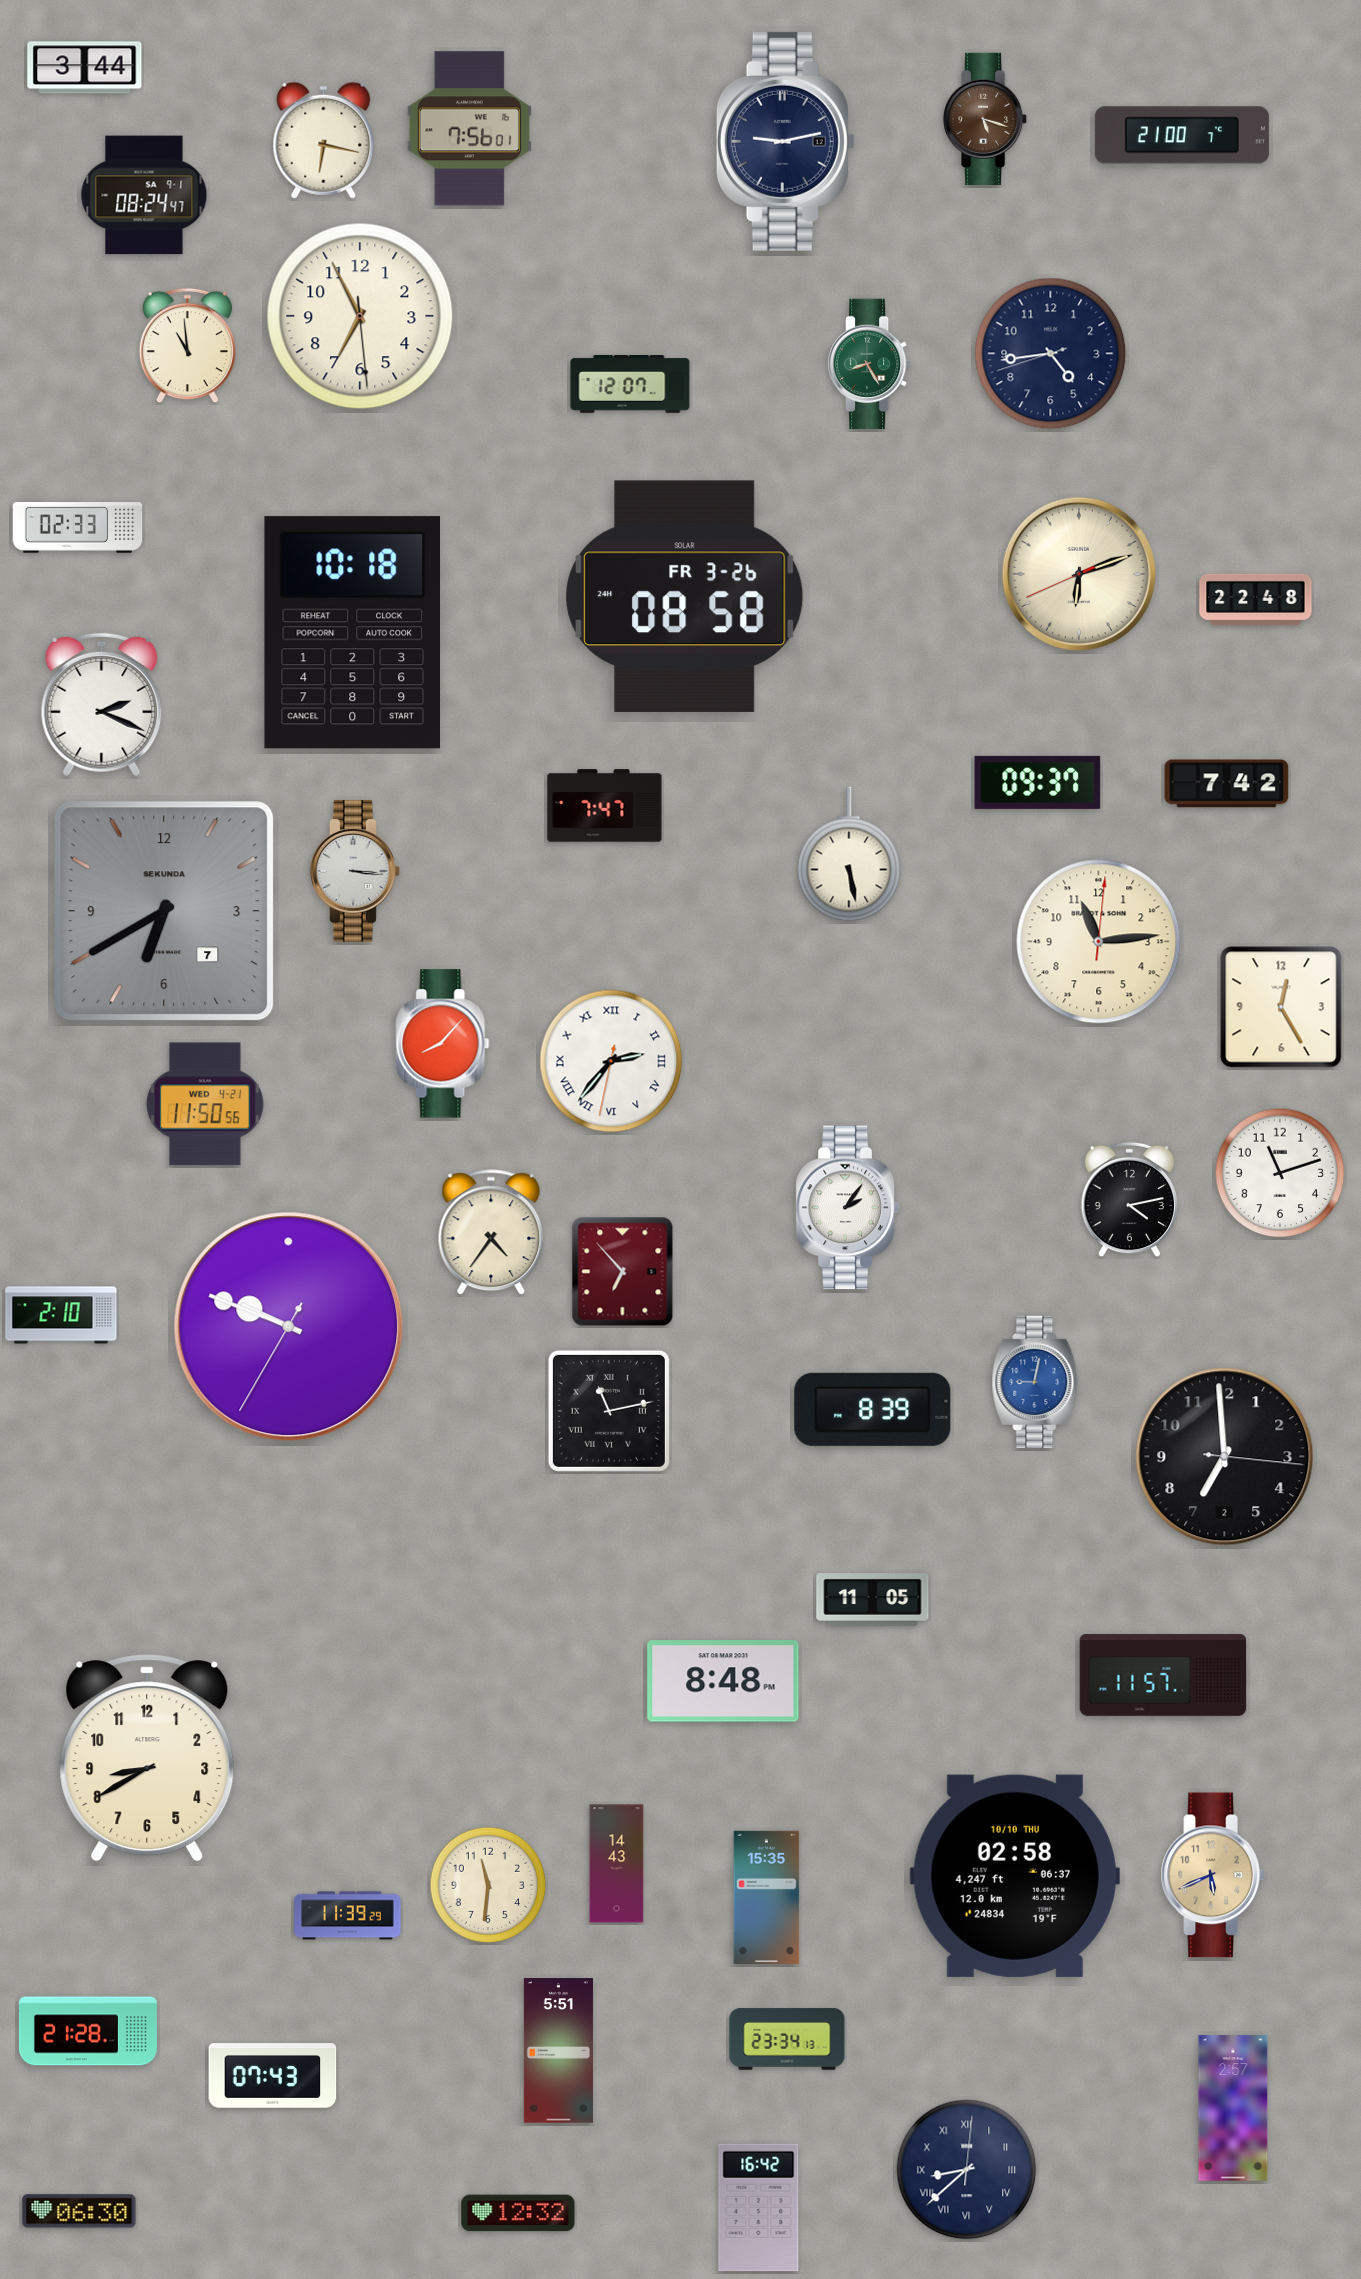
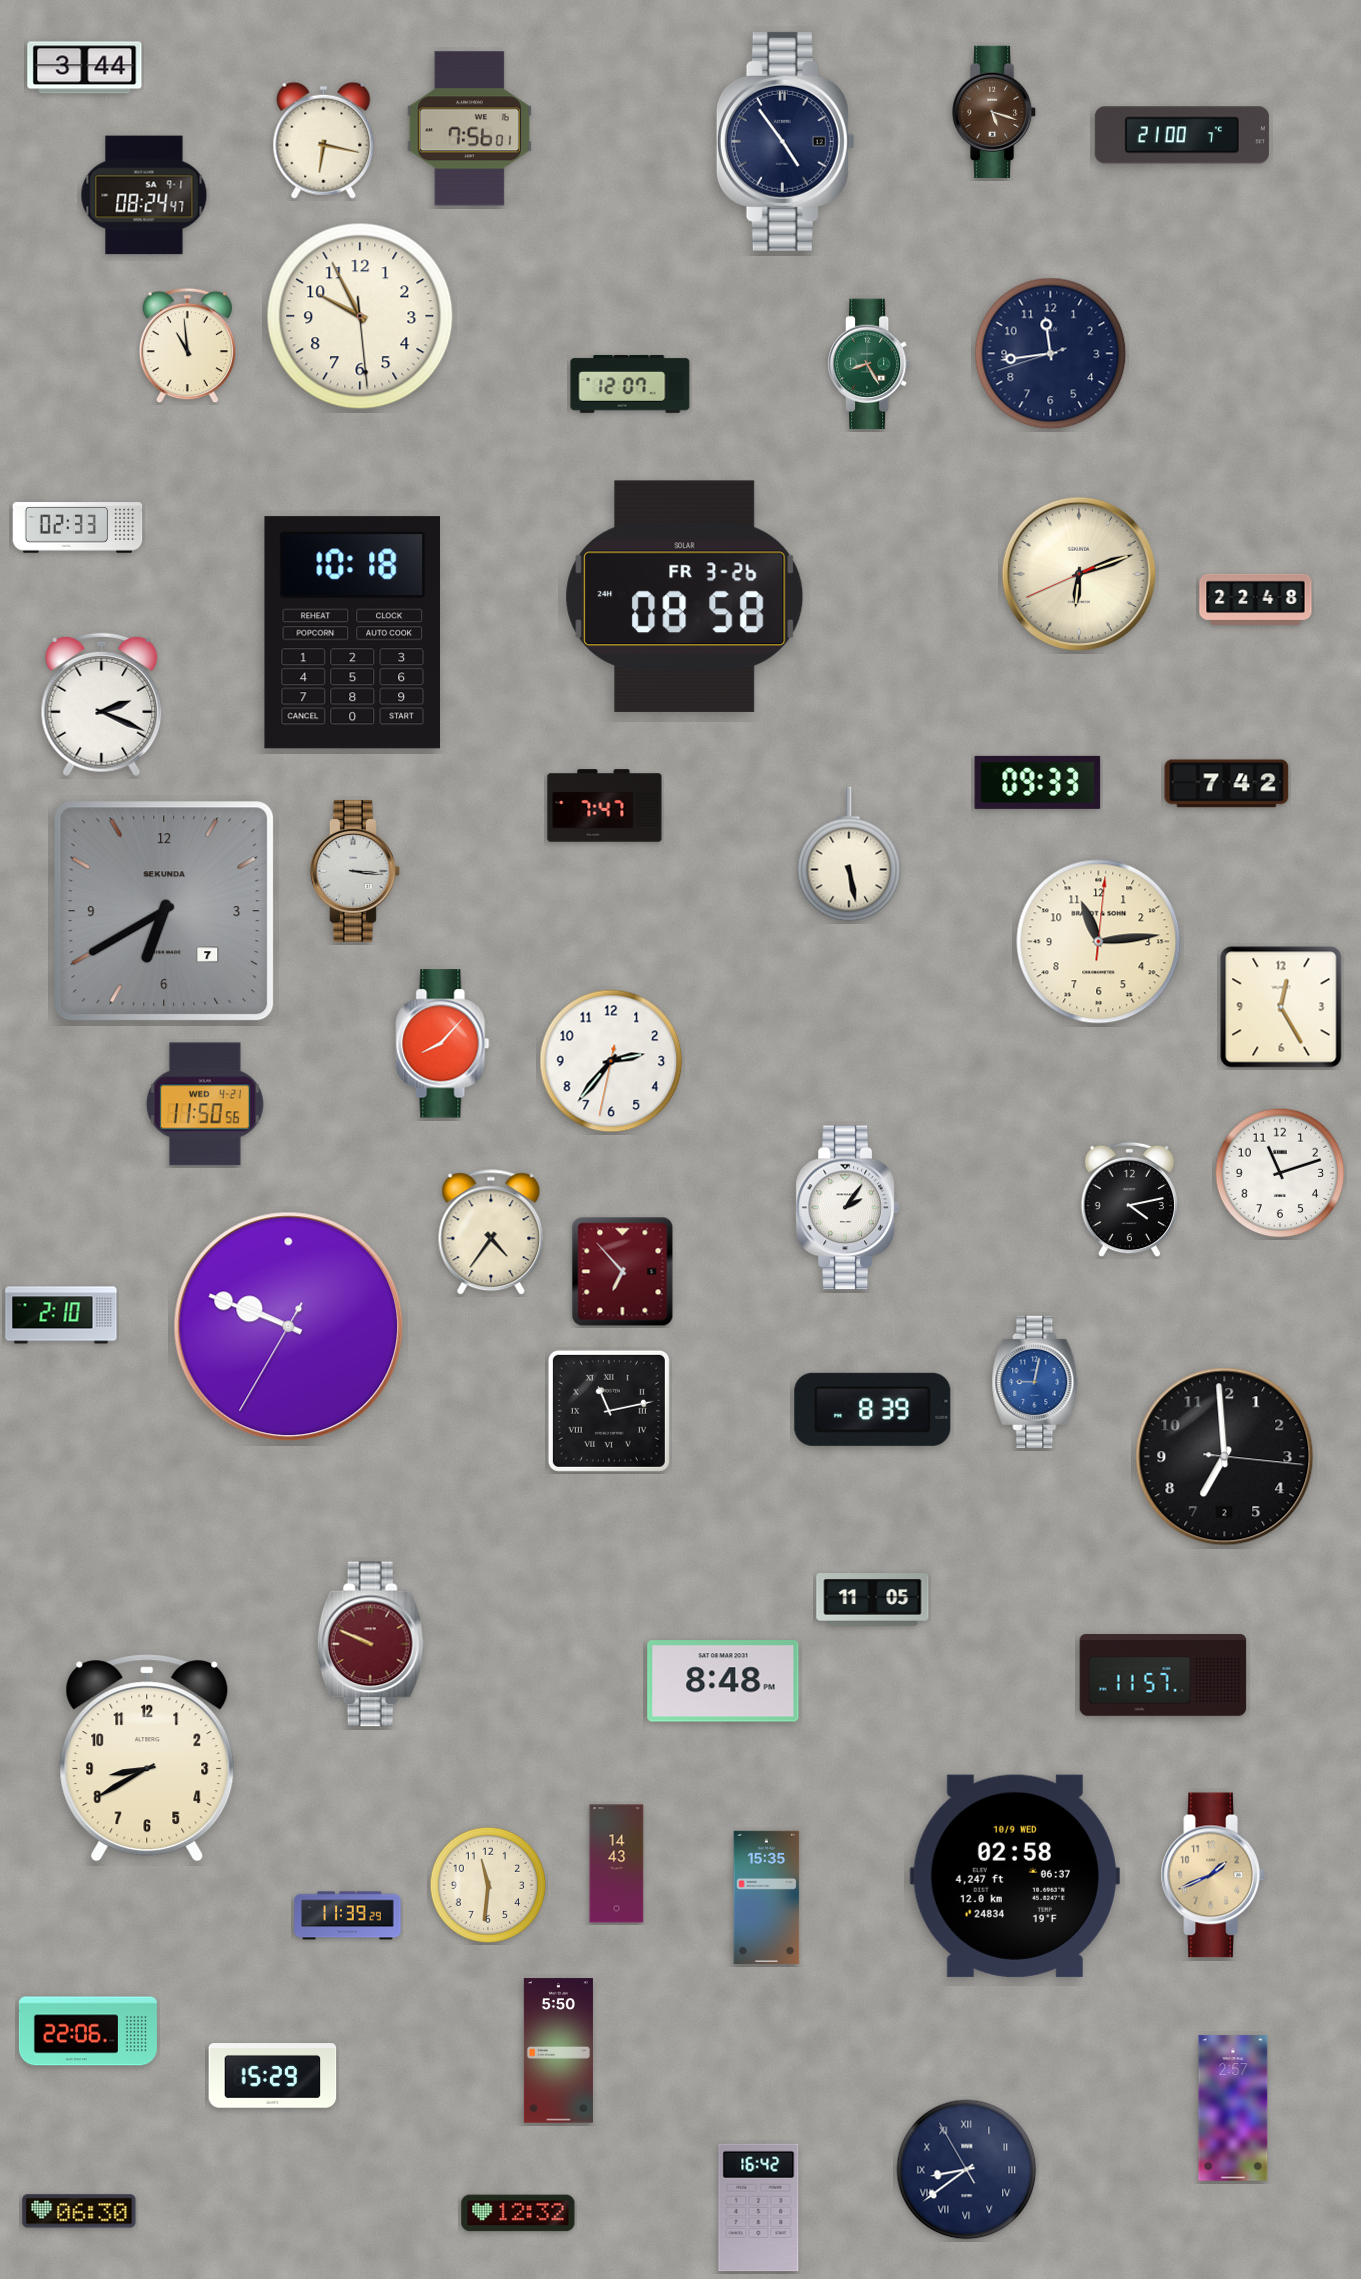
clock at (985, 118) position: (985, 118) -> (994, 111)
clock at (785, 141): 9:13 -> 4:54
clock at (360, 316): 6:55 -> 9:55
clock at (1051, 354): 4:43 -> 11:43
clock at (1038, 782): 09:37 -> 09:33
clock at (611, 1061) numerals: Roman -> Arabic
clock at (371, 1644): none -> 9:49
clock at (1213, 1875): 5:41 -> 1:41
clock at (1015, 1876) date: 10/10 THU -> 10/9 WED
clock at (88, 2031): 21:28 -> 22:06
clock at (787, 2039): 23:34 -> none
clock at (558, 2051): 5:51 -> 5:50
clock at (273, 2076): 07:43 -> 15:29
clock at (967, 2170): 8:38:01 -> 8:38:55
